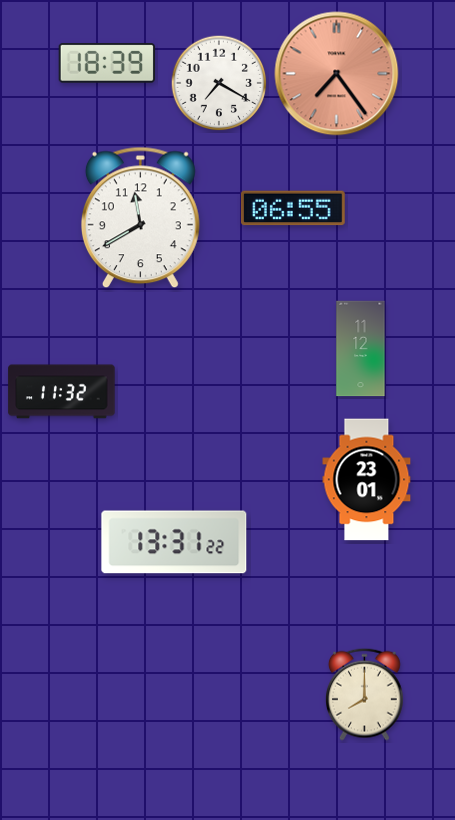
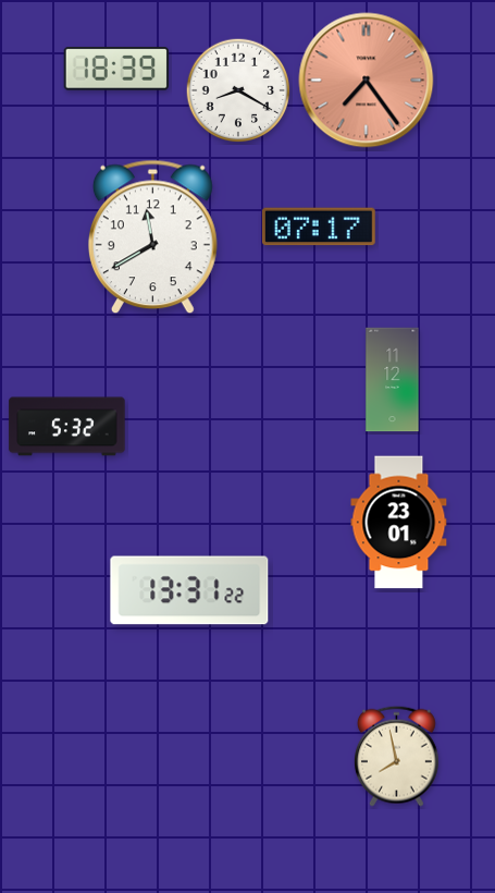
clock at (219, 83): 7:20 -> 8:20
clock at (293, 208): 06:55 -> 07:17
clock at (62, 392): 11:32 -> 5:32
clock at (365, 694): 8:00 -> 7:58
